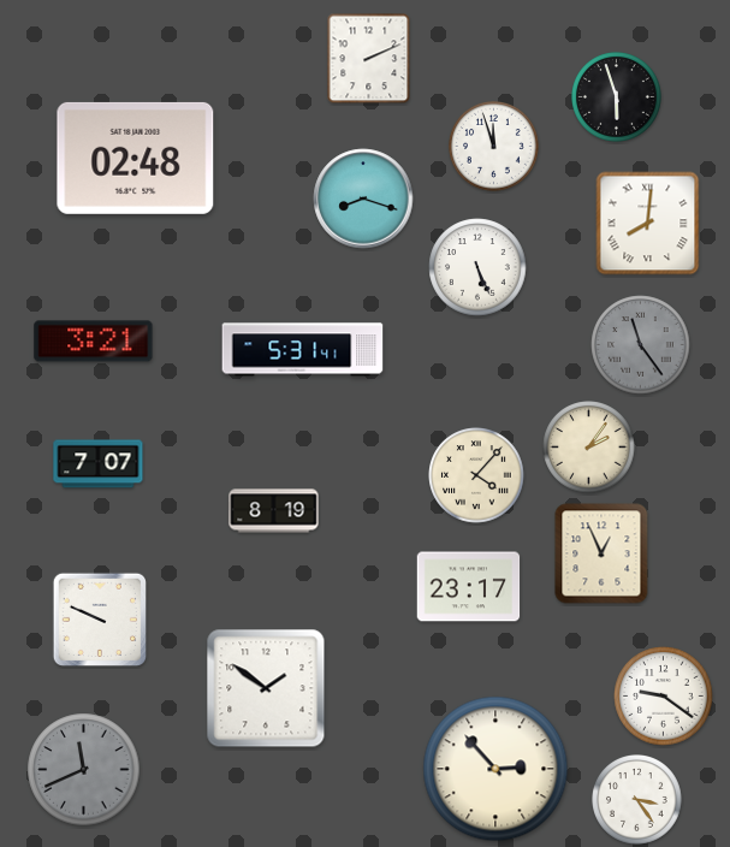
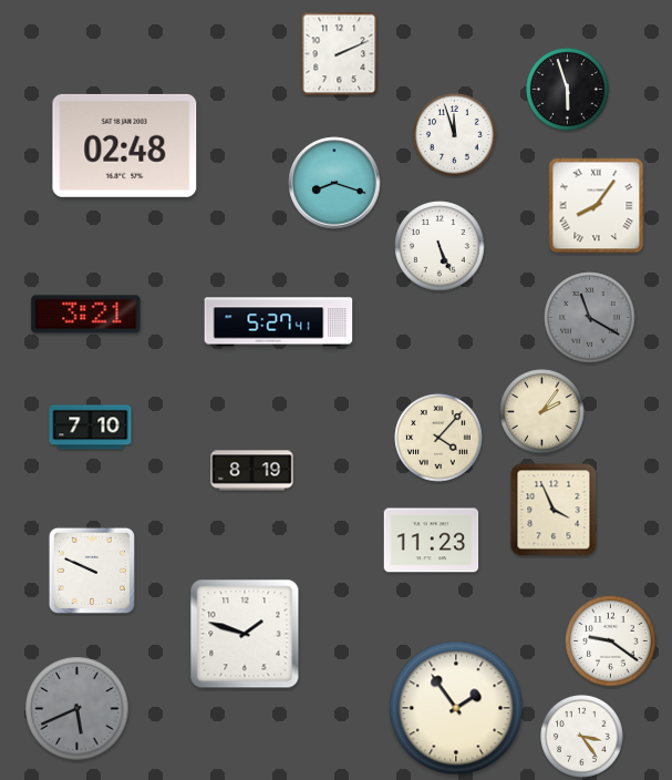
clock at (648, 224): 8:01 -> 8:06
clock at (641, 345): 11:24 -> 11:20
clock at (303, 350): 5:31 -> 5:27
clock at (99, 464): 7:07 -> 7:10
clock at (601, 553): 12:56 -> 3:56
clock at (469, 587): 23:17 -> 11:23
clock at (266, 688): 1:51 -> 1:48
clock at (495, 769): 2:53 -> 1:54
clock at (84, 770): 11:41 -> 5:41
clock at (637, 800) position: (637, 800) -> (582, 737)
